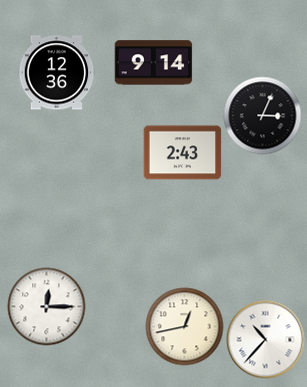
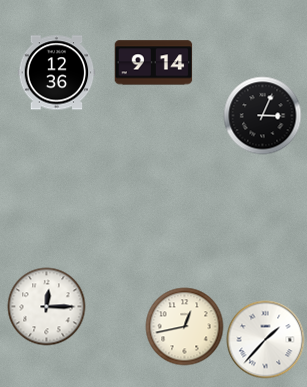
clock at (182, 153): 2:43 -> none
clock at (265, 339): 10:37 -> 1:37
